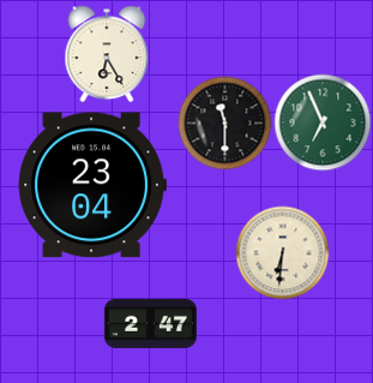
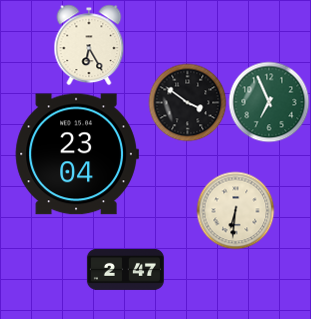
clock at (224, 122): 11:30 -> 3:51
